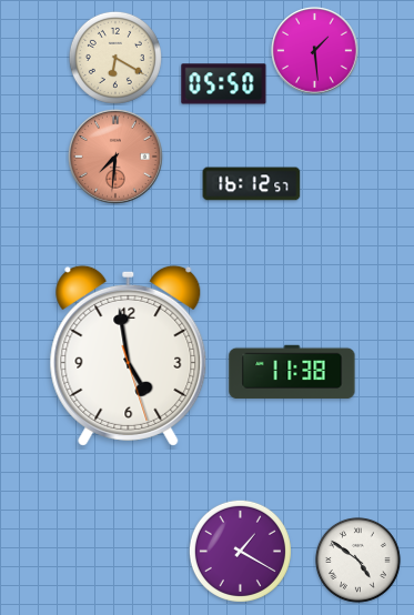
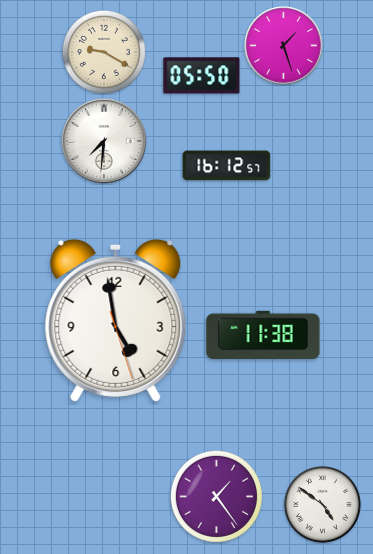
clock at (315, 51): 1:29 -> 1:27
clock at (115, 58): 6:20 -> 9:20
clock at (115, 157) dial: salmon -> white
clock at (240, 551): 1:20 -> 1:24
